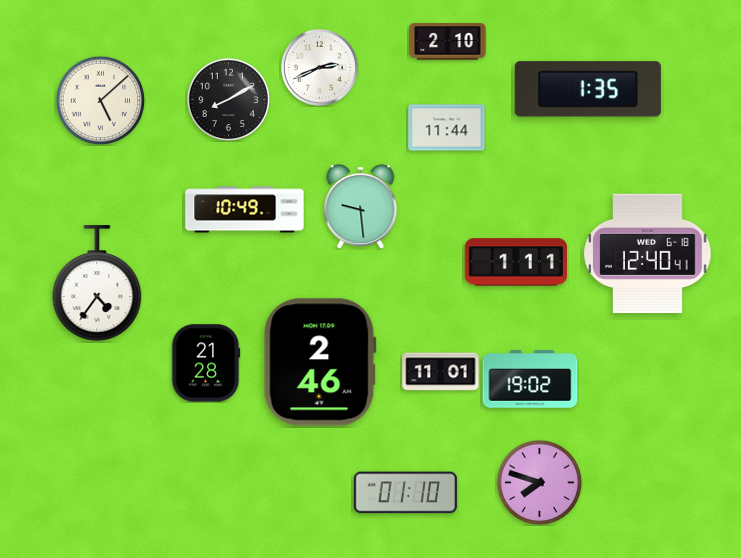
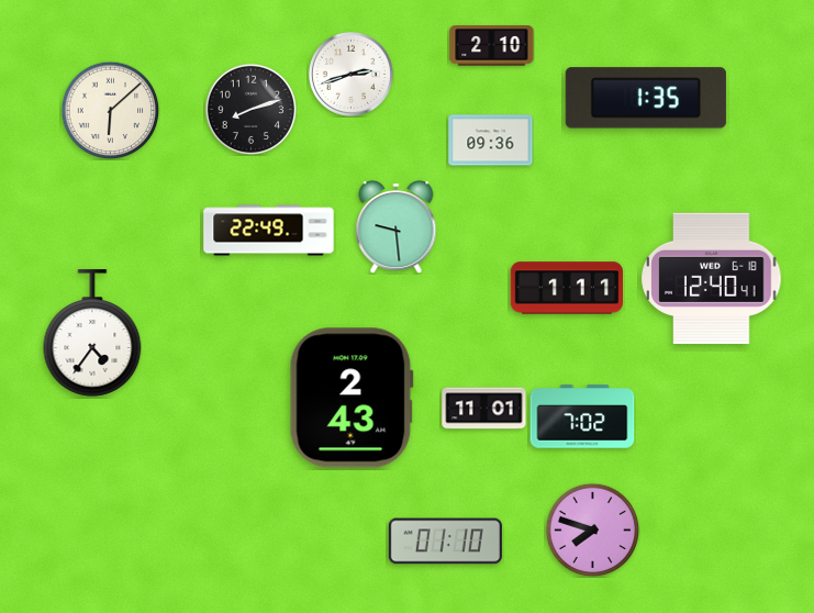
clock at (319, 67): 2:41 -> 2:42
clock at (228, 99): 8:10 -> 8:12
clock at (100, 100): 5:08 -> 6:08
clock at (447, 128): 11:44 -> 09:36
clock at (245, 210): 10:49 -> 22:49
clock at (97, 283) position: (97, 283) -> (92, 333)
clock at (320, 362): 2:46 -> 2:43
clock at (206, 363): 21:28 -> none
clock at (530, 379): 19:02 -> 7:02
